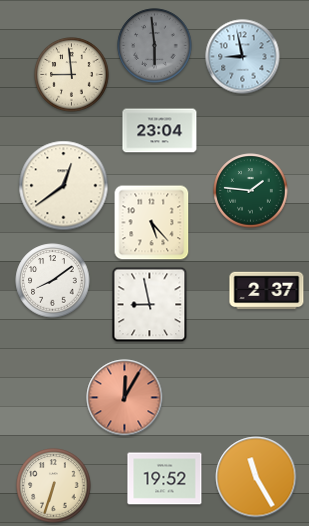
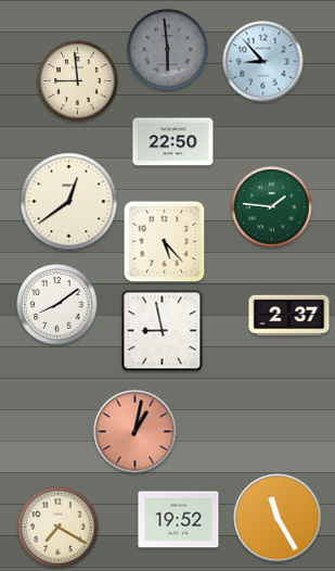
clock at (243, 57): 8:58 -> 8:53
clock at (160, 131): 23:04 -> 22:50
clock at (125, 398): 12:05 -> 1:02
clock at (54, 486): 6:33 -> 7:20
